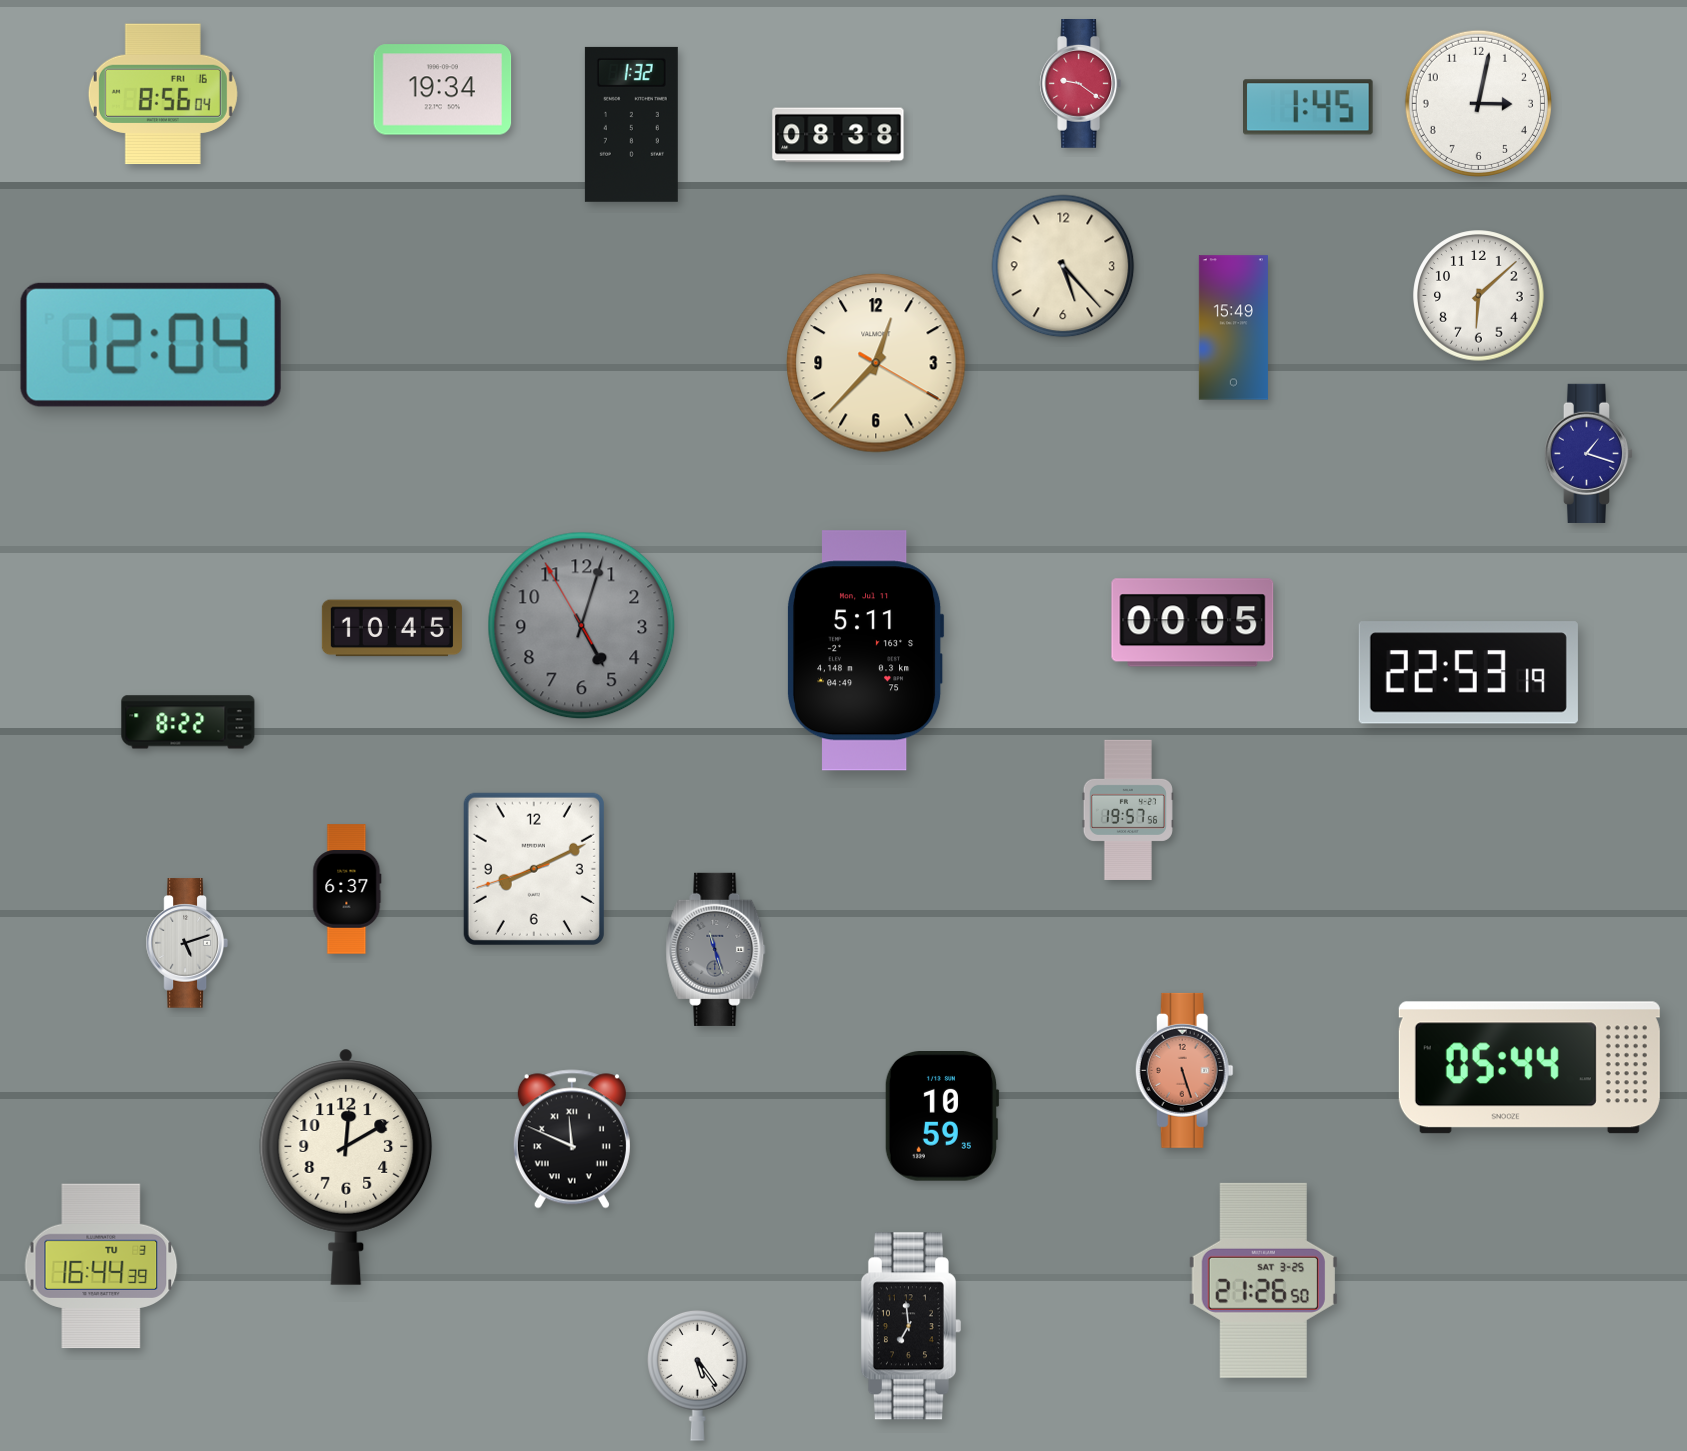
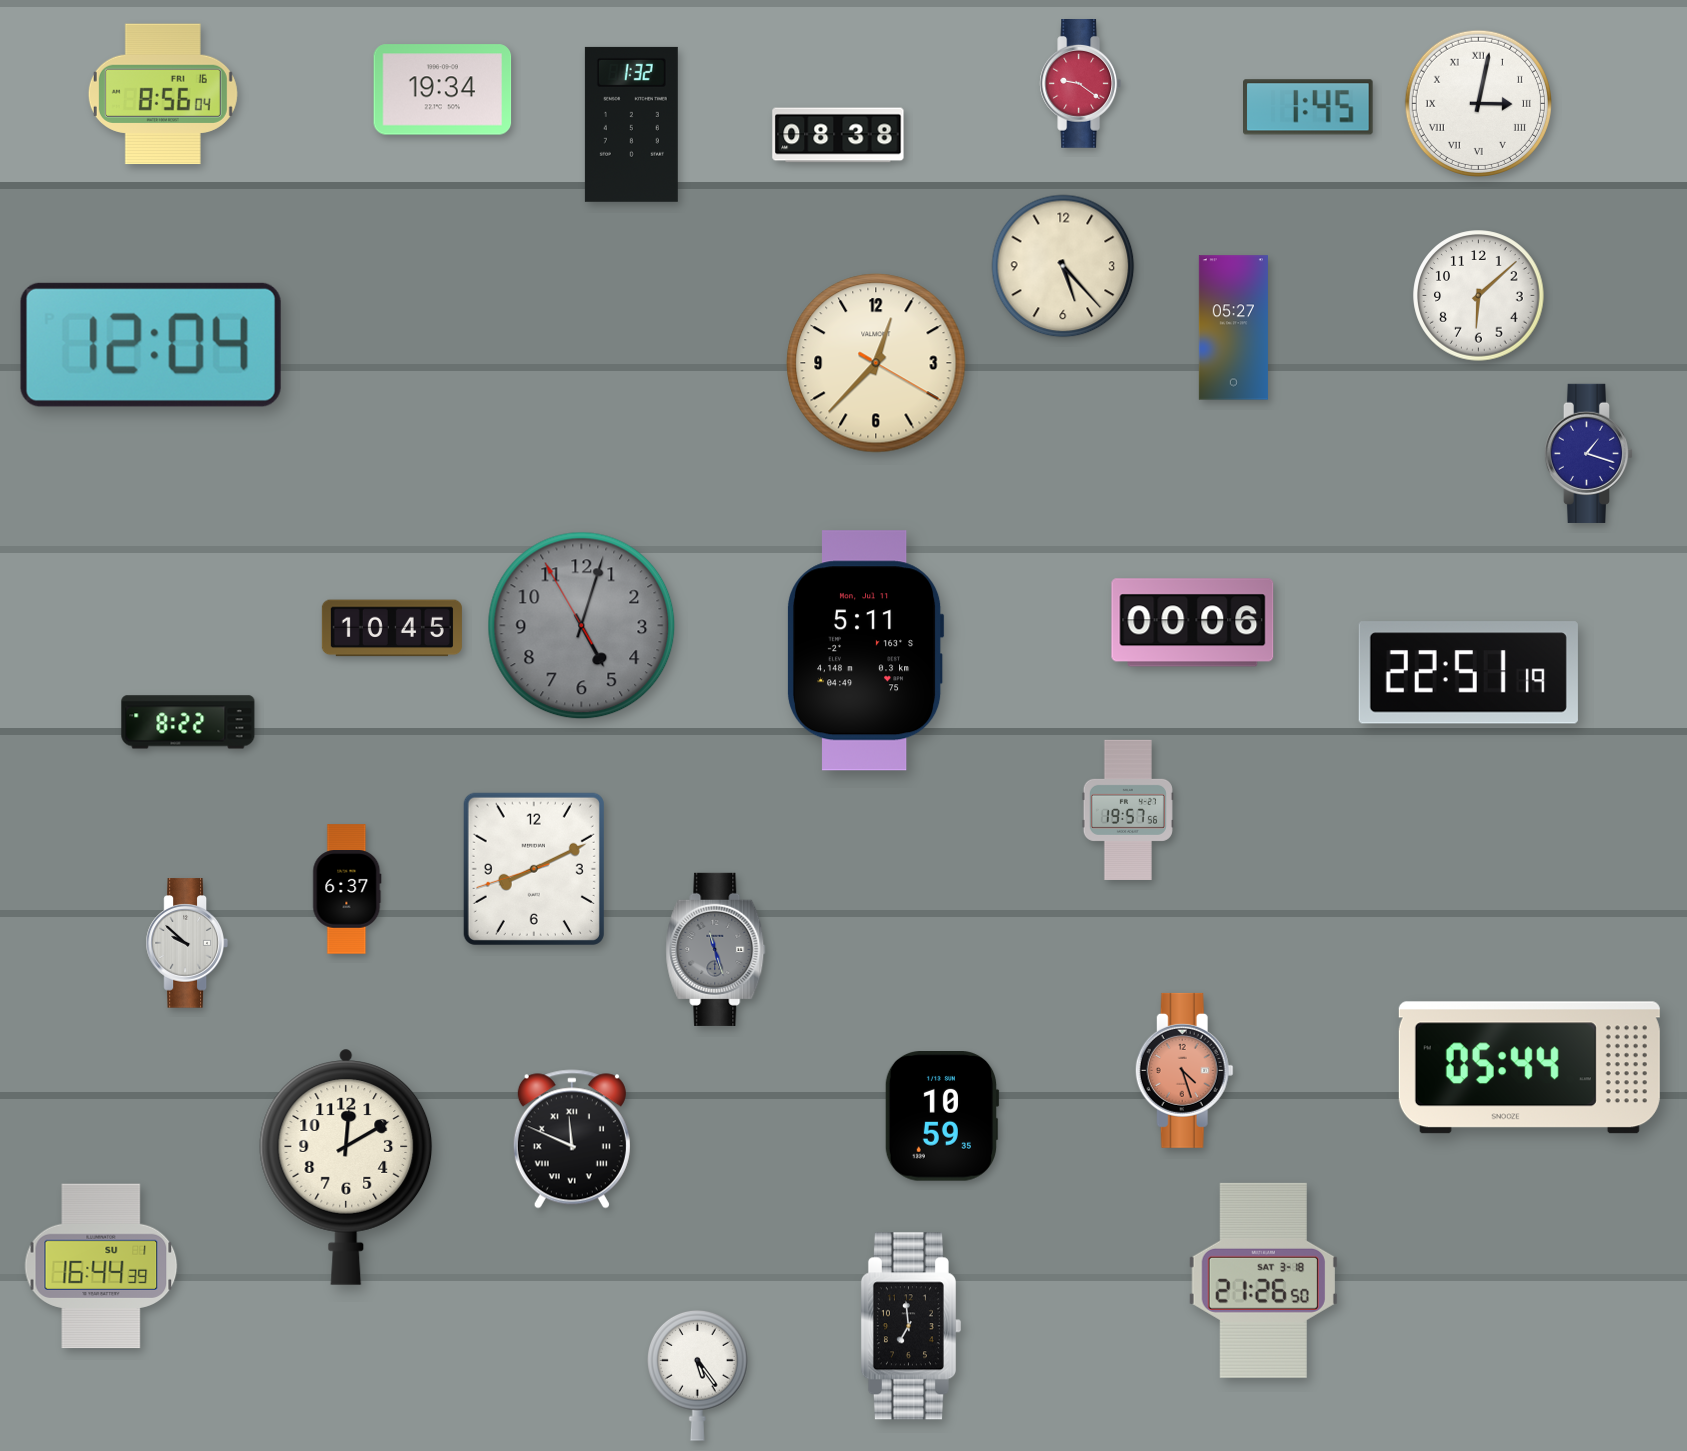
clock at (1478, 103) numerals: Arabic -> Roman
clock at (1233, 328): 15:49 -> 05:27
clock at (1193, 623): 00:05 -> 00:06
clock at (1468, 673): 22:53 -> 22:51
clock at (187, 943): 5:12 -> 9:52
clock at (1184, 1070): 5:27 -> 4:27
clock at (101, 1266) date: TU 3 -> SU 1
clock at (1263, 1280) date: SAT 3-25 -> SAT 3-18
